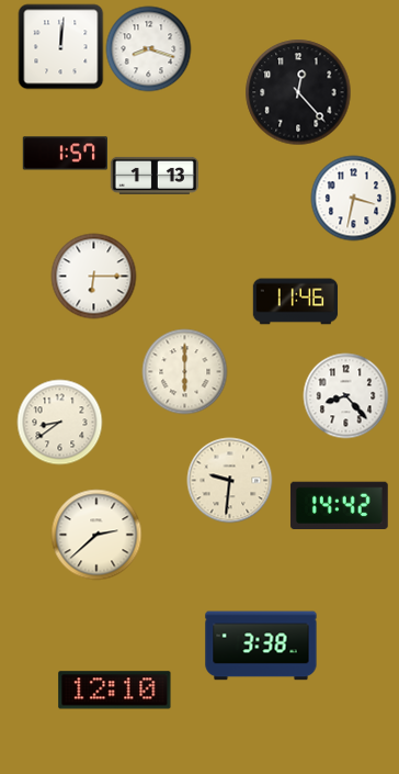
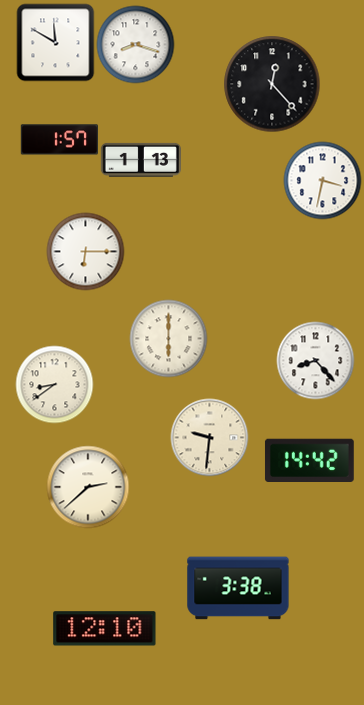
clock at (60, 46): 12:01 -> 11:50
clock at (295, 302): 11:46 -> none
